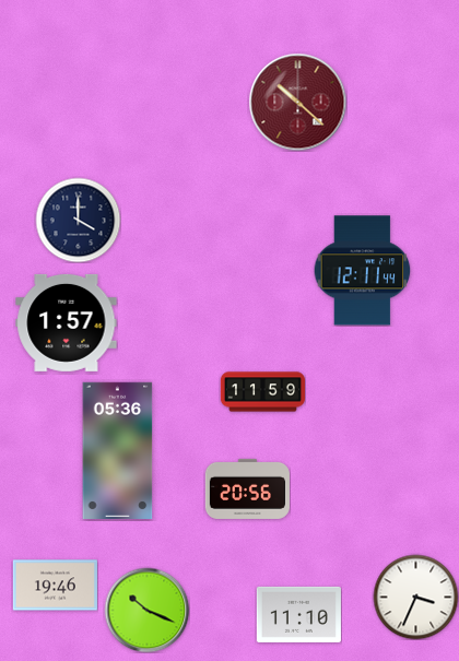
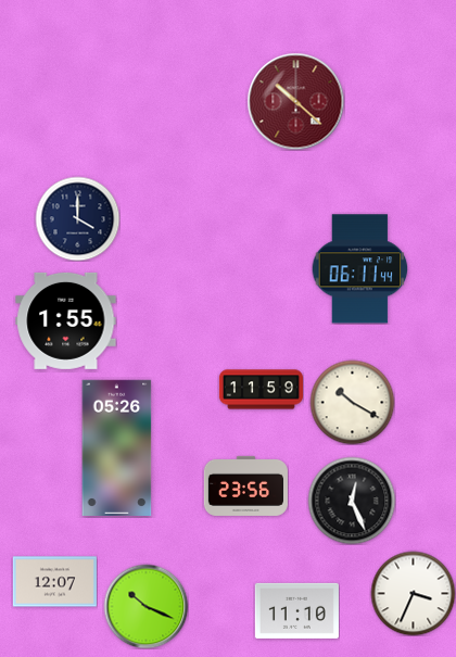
clock at (363, 271): 12:11 -> 06:11
clock at (67, 322): 1:57 -> 1:55
clock at (352, 402): none -> 10:20
clock at (118, 450): 05:36 -> 05:26
clock at (247, 488): 20:56 -> 23:56
clock at (352, 501): none -> 12:26
clock at (55, 586): 19:46 -> 12:07
